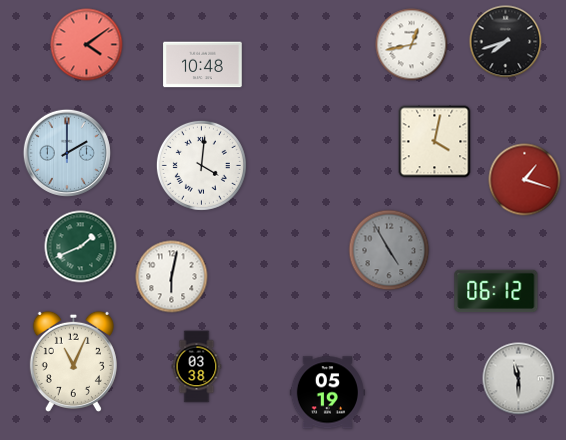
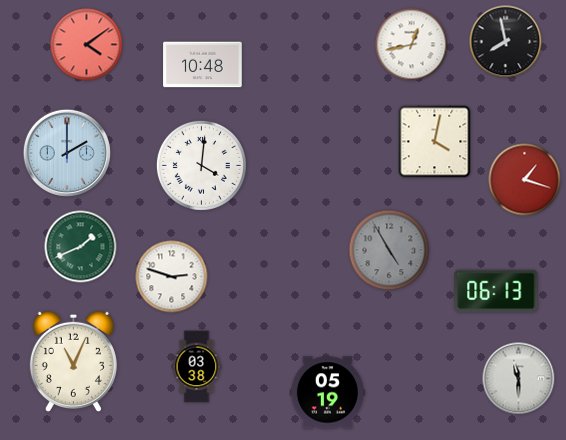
clock at (506, 42): 7:42 -> 7:58
clock at (172, 277): 6:02 -> 2:48
clock at (496, 291): 06:12 -> 06:13
